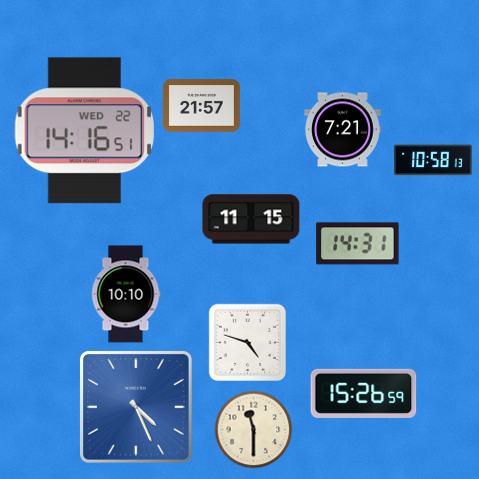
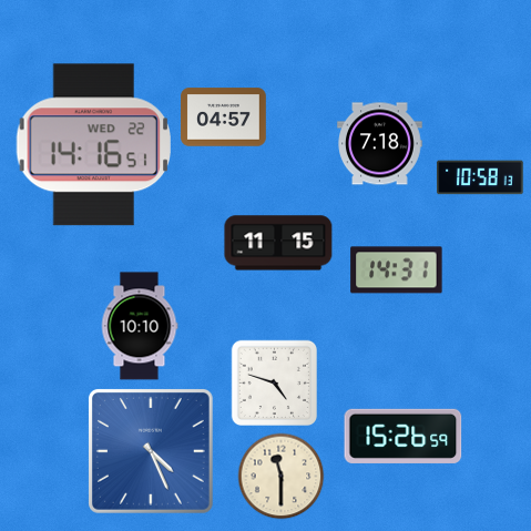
clock at (202, 106): 21:57 -> 04:57
clock at (343, 130): 7:21 -> 7:18
clock at (247, 342) position: (247, 342) -> (274, 382)
